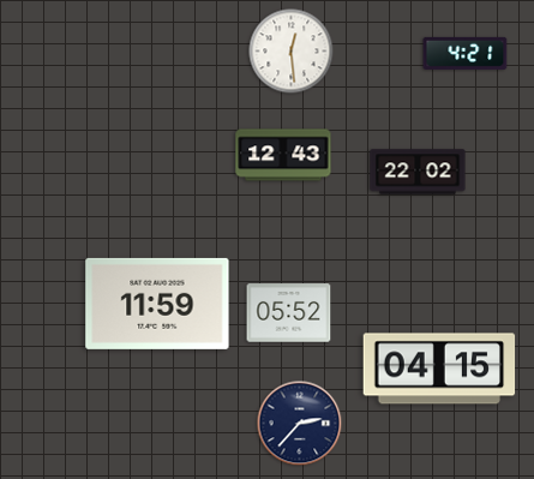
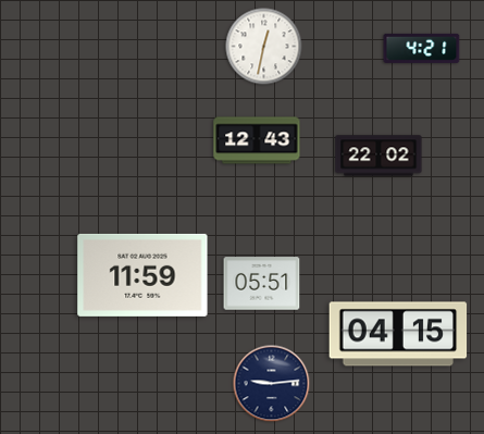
clock at (292, 52): 12:29 -> 12:32
clock at (289, 313): 05:52 -> 05:51
clock at (300, 424): 2:37 -> 9:14
